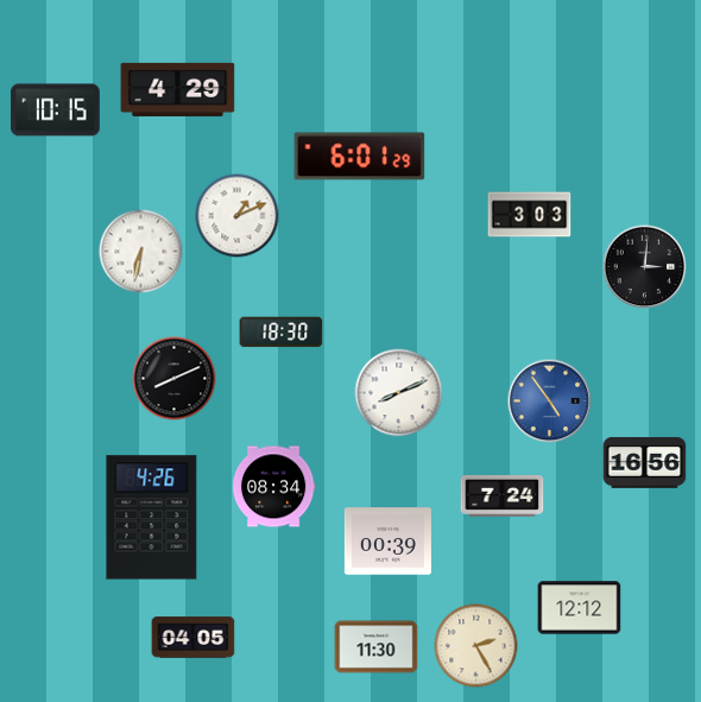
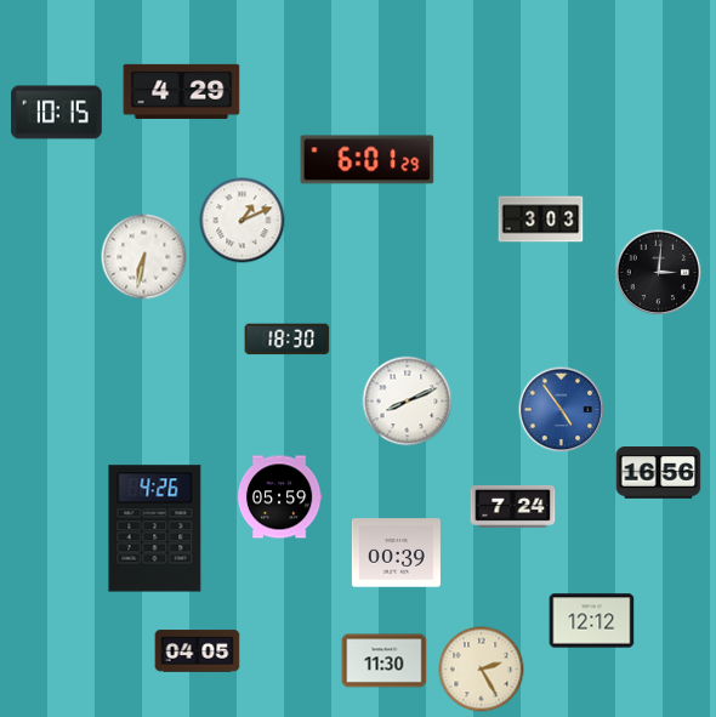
clock at (175, 379): 8:11 -> none
clock at (273, 487): 08:34 -> 05:59
clock at (476, 646) position: (476, 646) -> (482, 670)
